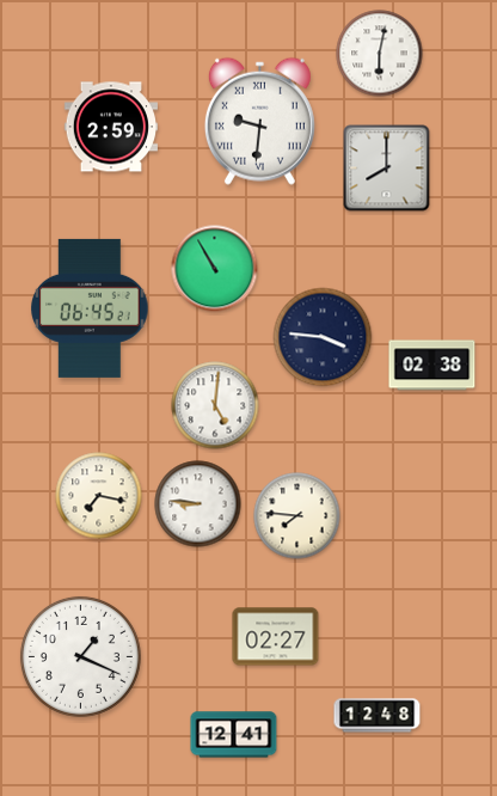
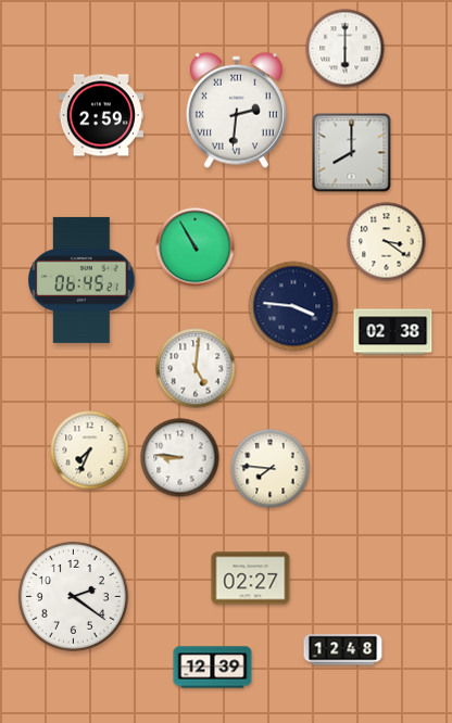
clock at (380, 54): 6:02 -> 6:00
clock at (259, 121): 9:31 -> 2:31
clock at (387, 242): none -> 3:21
clock at (215, 269) position: (215, 269) -> (196, 248)
clock at (99, 496): 7:17 -> 7:34
clock at (80, 656): 1:19 -> 2:21
clock at (234, 735): 12:41 -> 12:39
